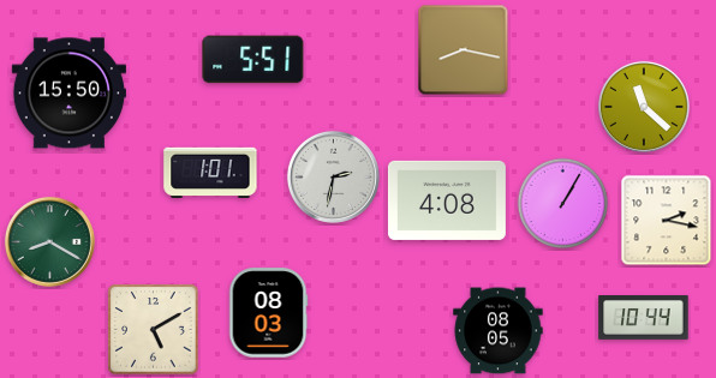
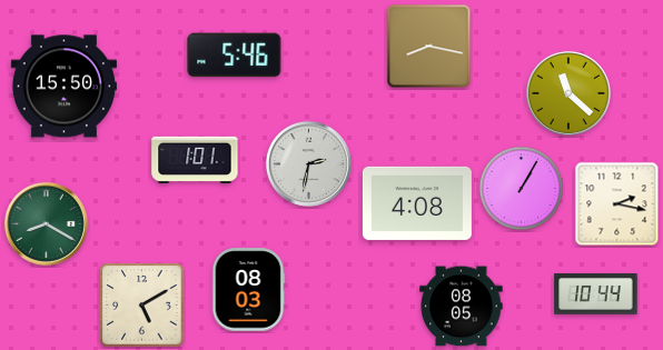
clock at (253, 60): 5:51 -> 5:46
clock at (644, 107) position: (644, 107) -> (568, 93)
clock at (447, 200) position: (447, 200) -> (417, 203)
